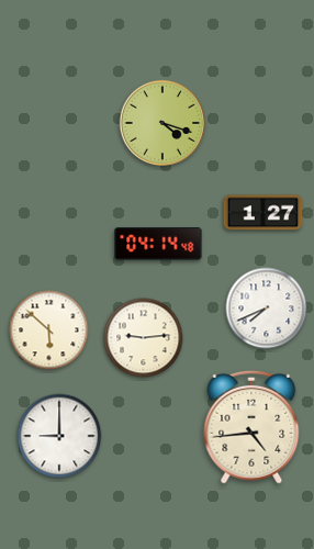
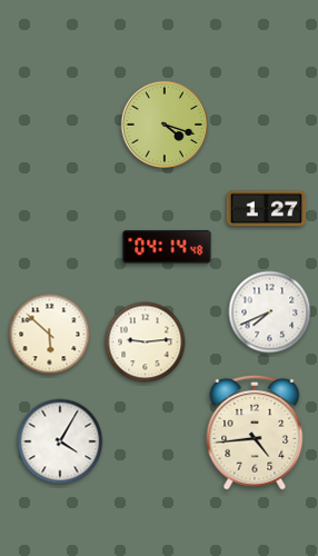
clock at (263, 213) position: (263, 213) -> (267, 209)
clock at (158, 245) position: (158, 245) -> (167, 248)
clock at (59, 436): 9:00 -> 4:05
